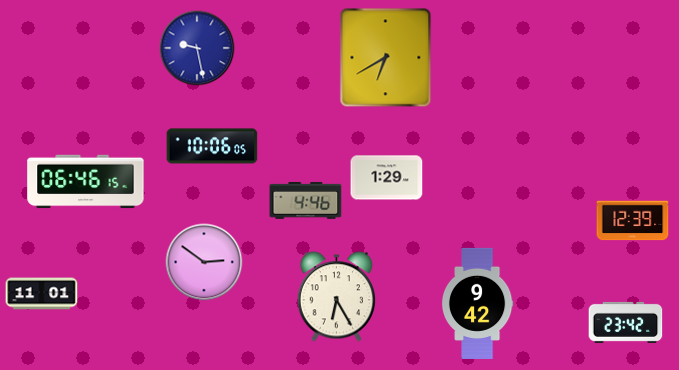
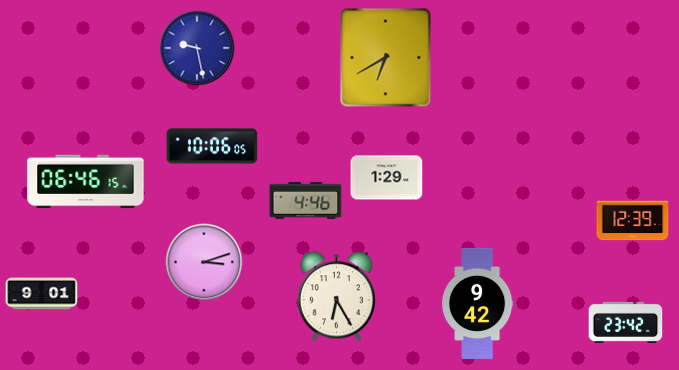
clock at (204, 262): 2:51 -> 3:12
clock at (42, 294): 11:01 -> 9:01
